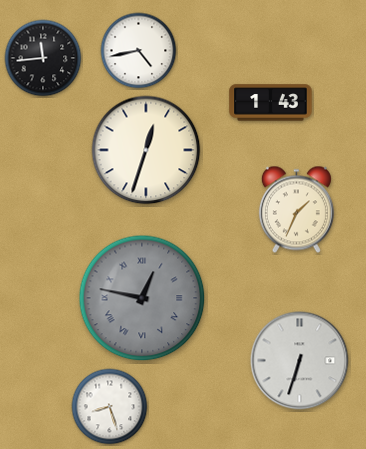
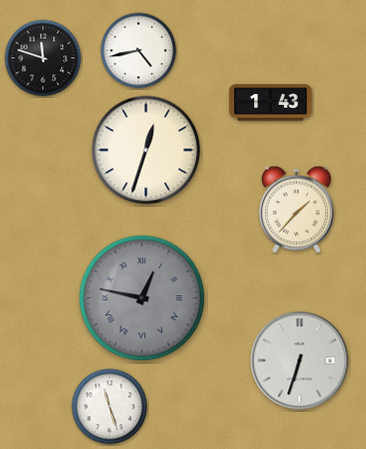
clock at (43, 58): 11:44 -> 11:48
clock at (296, 210): 1:34 -> 1:37
clock at (110, 407): 8:27 -> 11:27
